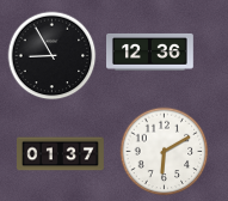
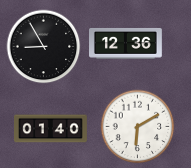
clock at (61, 154): 01:37 -> 01:40
